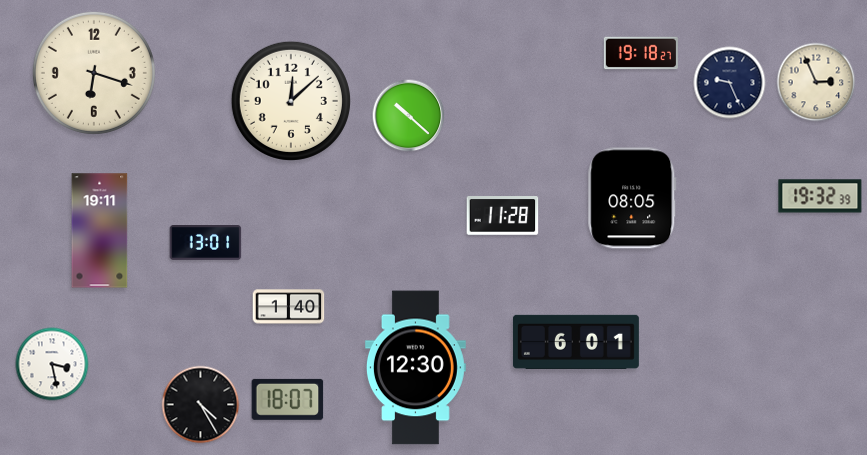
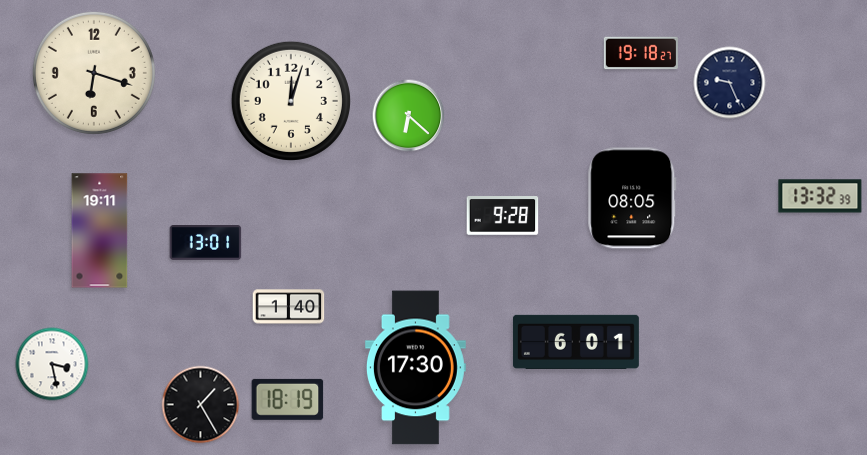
clock at (816, 82): 2:56 -> none
clock at (291, 101): 12:08 -> 12:03
clock at (409, 116): 10:22 -> 6:22
clock at (820, 196): 19:32 -> 13:32
clock at (503, 216): 11:28 -> 9:28
clock at (415, 368): 12:30 -> 17:30
clock at (288, 399): 18:07 -> 18:19
clock at (201, 405): 4:25 -> 1:25
